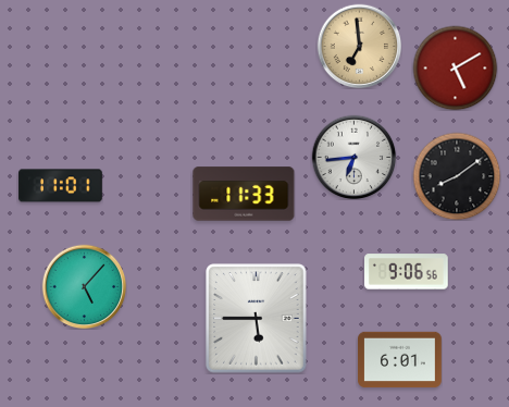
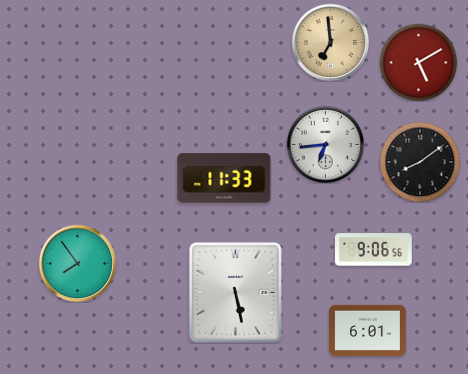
clock at (61, 186): 11:01 -> none
clock at (84, 286): 5:07 -> 7:54
clock at (257, 319): 5:45 -> 5:28
